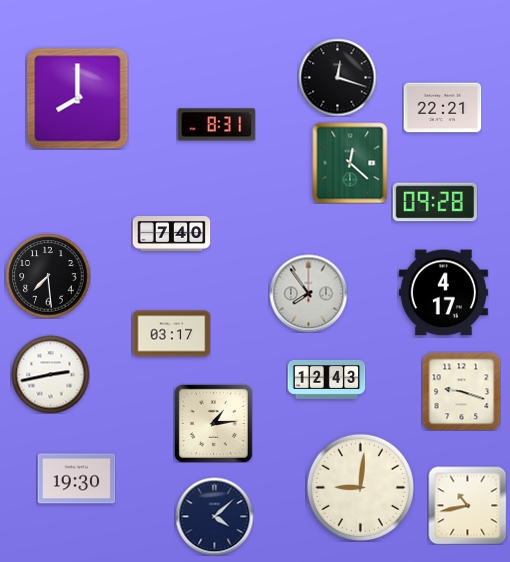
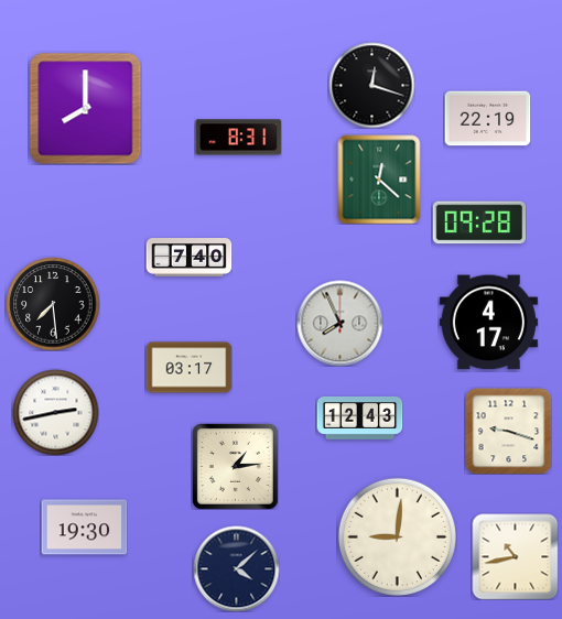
clock at (442, 108): 22:21 -> 22:19
clock at (350, 163) position: (350, 163) -> (379, 180)
clock at (308, 293): 7:54 -> 7:56
